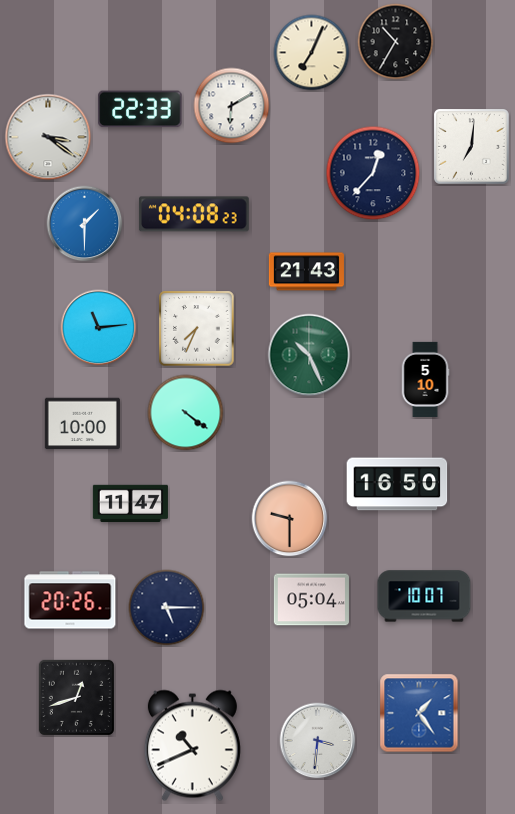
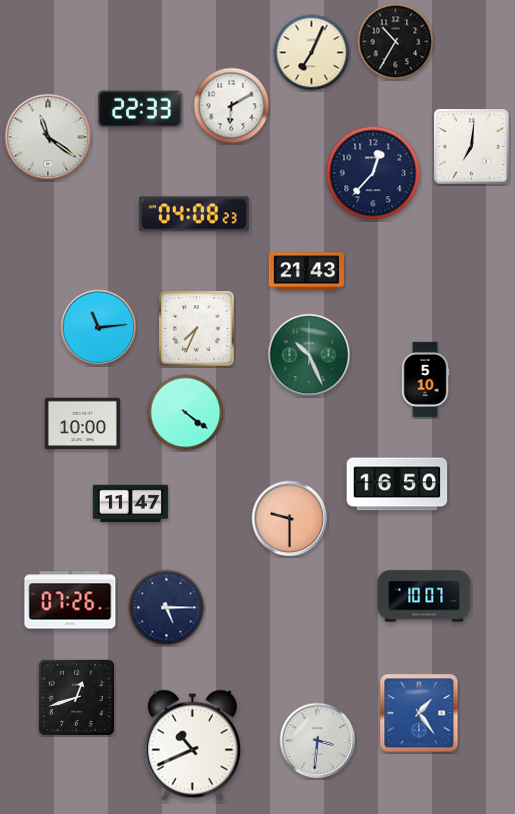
clock at (48, 137): 3:21 -> 11:21
clock at (85, 224): 1:30 -> none
clock at (70, 600): 20:26 -> 07:26
clock at (311, 600): 05:04 -> none
